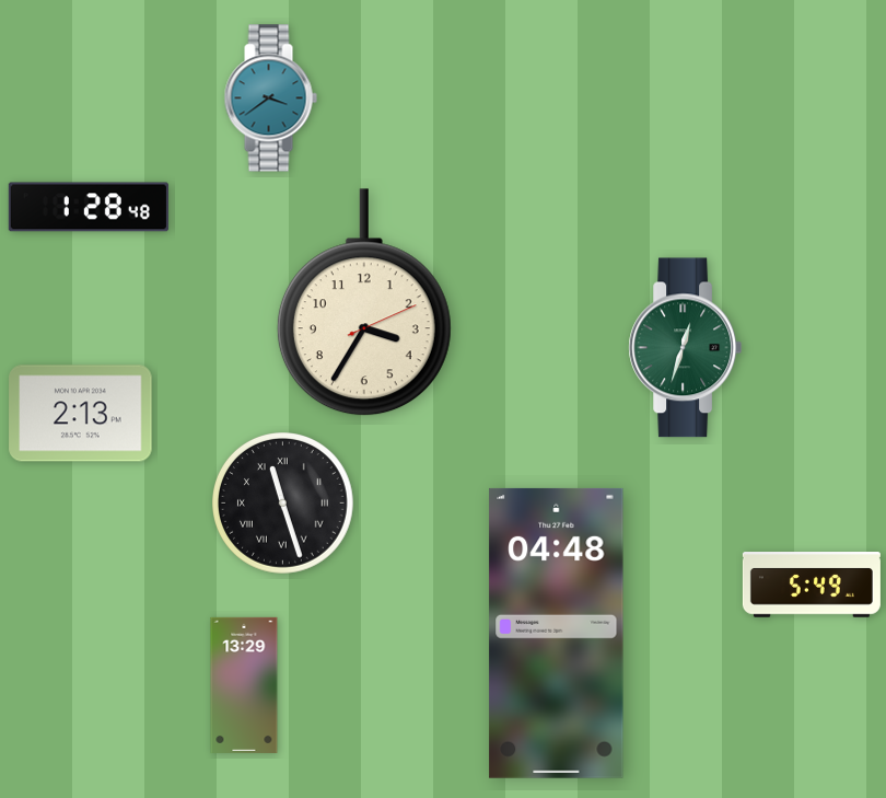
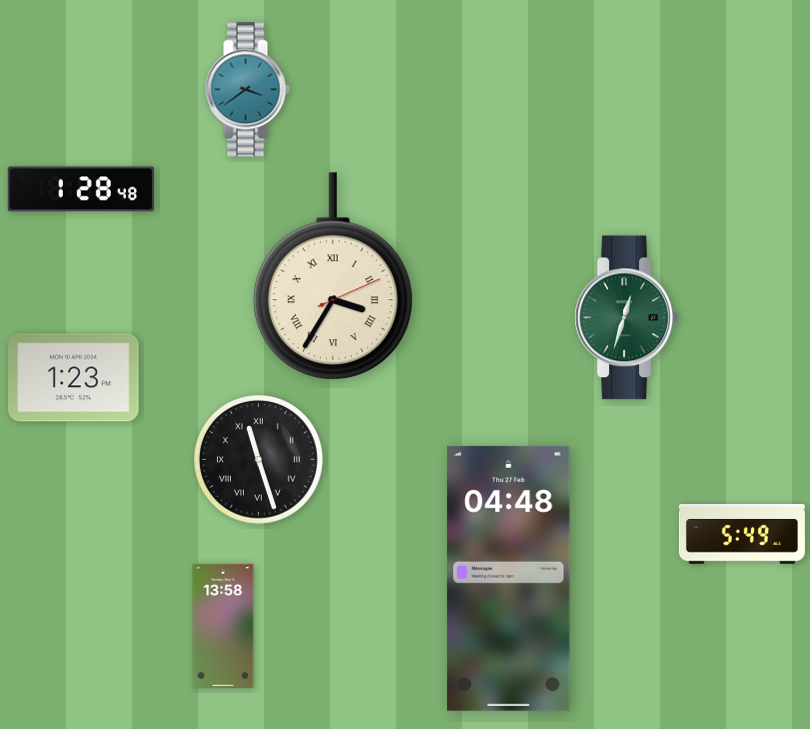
clock at (364, 303) numerals: Arabic -> Roman
clock at (81, 414): 2:13 -> 1:23
clock at (244, 685): 13:29 -> 13:58
